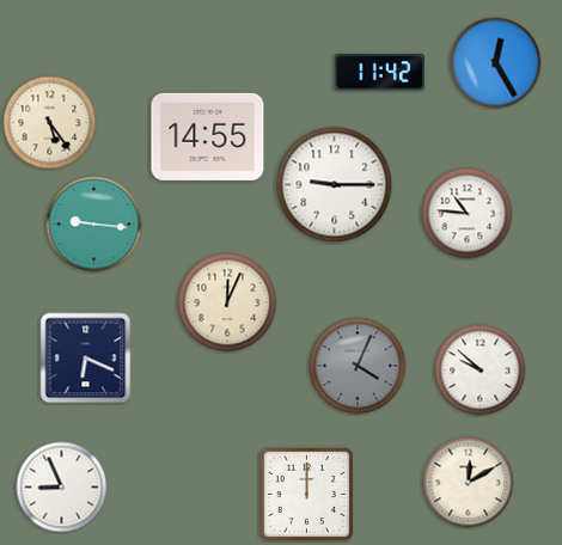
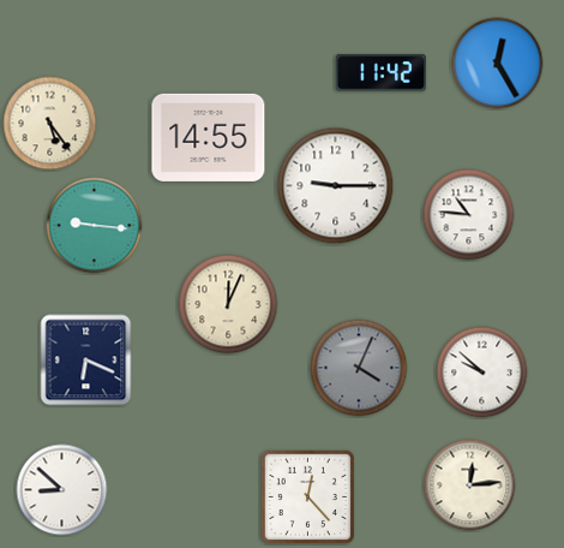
clock at (469, 483): 12:10 -> 12:14
clock at (62, 488): 8:56 -> 8:52
clock at (306, 494): 12:00 -> 12:23
